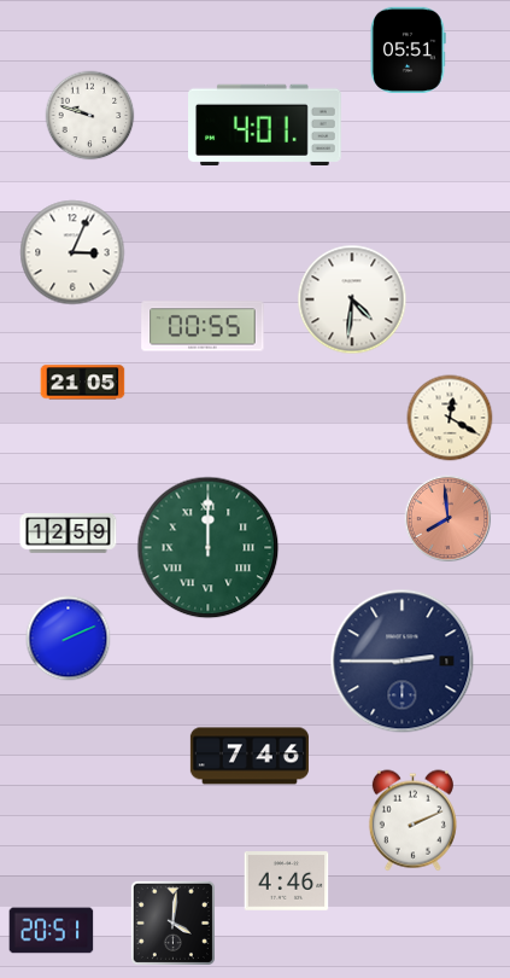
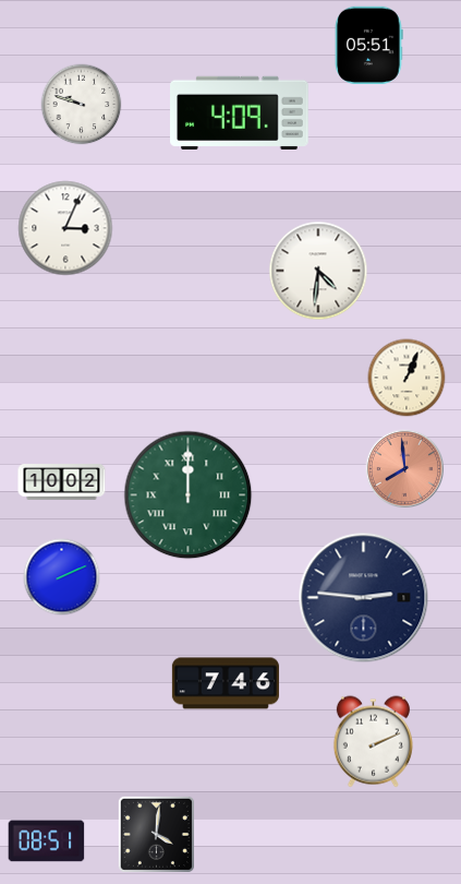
clock at (265, 124): 4:01 -> 4:09
clock at (203, 326): 00:55 -> none
clock at (83, 383): 21:05 -> none
clock at (450, 418): 12:20 -> 1:04
clock at (69, 534): 12:59 -> 10:02
clock at (403, 662): 2:45 -> 2:46
clock at (287, 881): 4:46 -> none
clock at (52, 931): 20:51 -> 08:51
